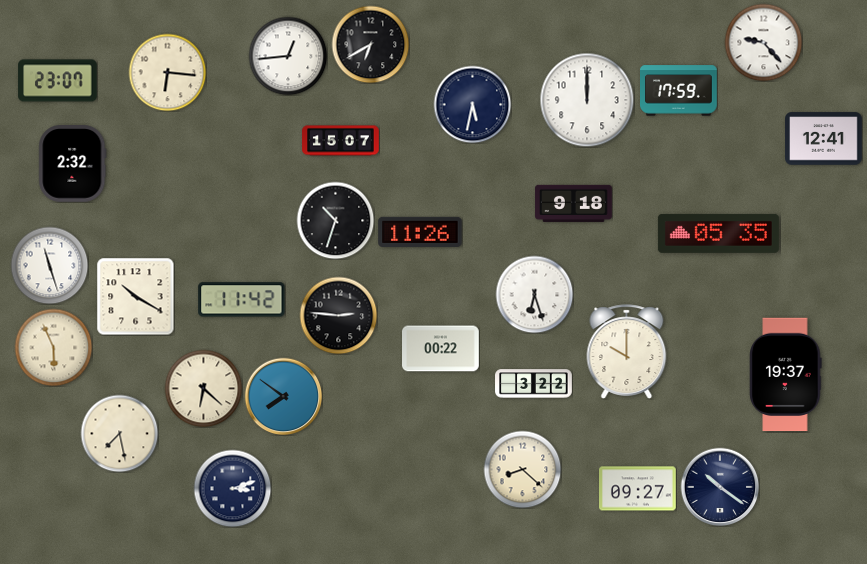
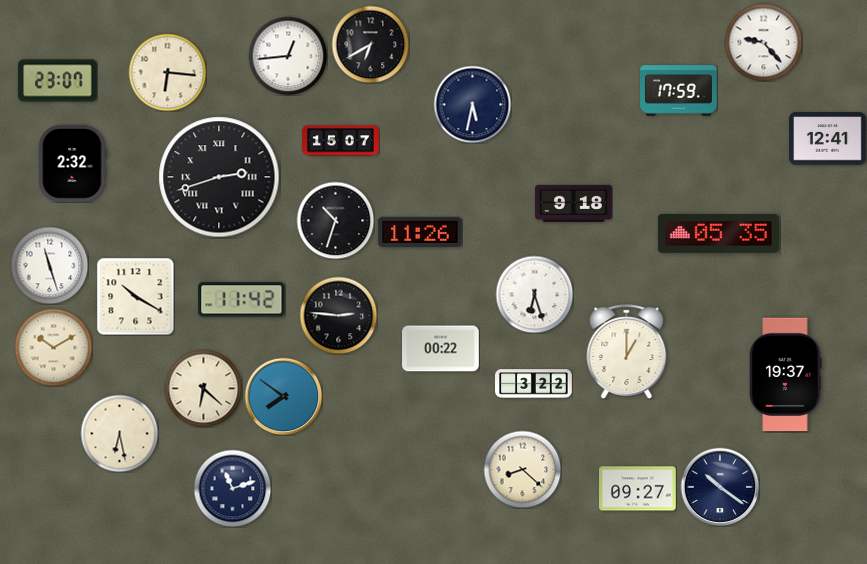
clock at (587, 100): 12:00 -> none
clock at (824, 139) position: (824, 139) -> (828, 139)
clock at (219, 177): none -> 2:42
clock at (53, 347): 5:56 -> 10:10
clock at (627, 352): 10:00 -> 1:00
clock at (119, 433): 7:28 -> 6:28
clock at (232, 488): 3:12 -> 11:12
